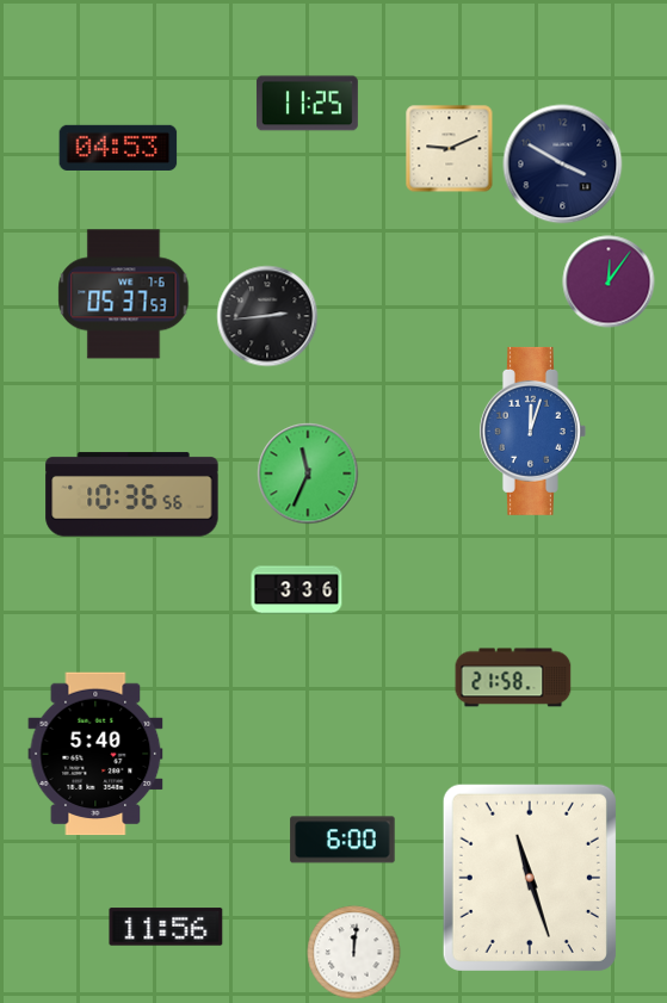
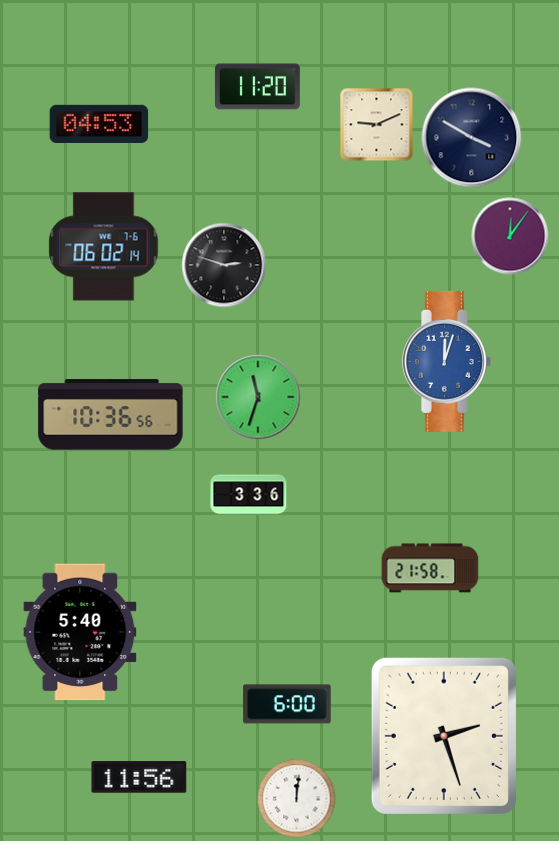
clock at (307, 104): 11:25 -> 11:20
clock at (124, 295): 05:37 -> 06:02
clock at (267, 316): 2:44 -> 2:48
clock at (308, 473): 11:34 -> 11:33
clock at (530, 878): 11:27 -> 2:27
